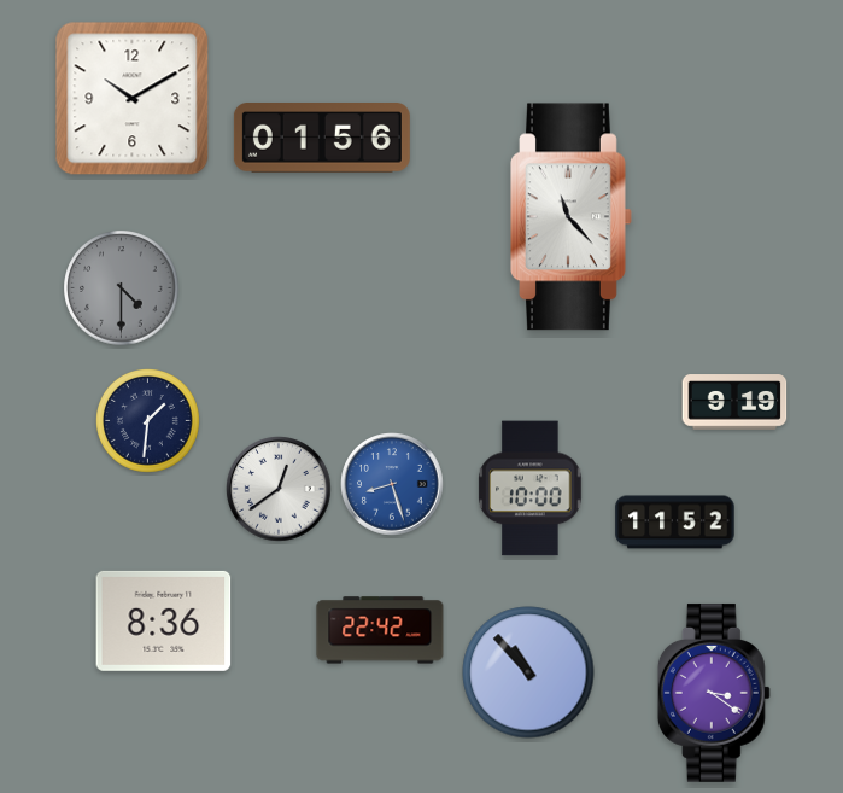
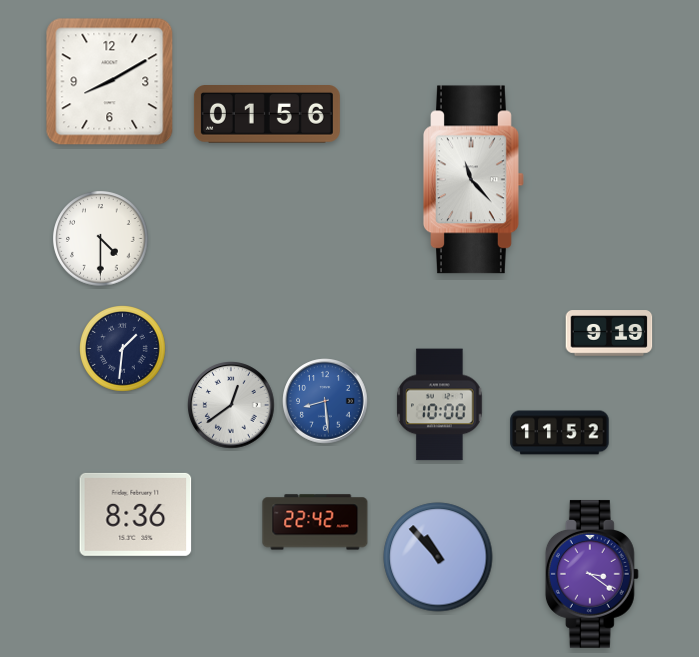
clock at (133, 99): 10:10 -> 8:10
clock at (122, 288) dial: grey -> white
clock at (392, 484): 8:27 -> 8:29
